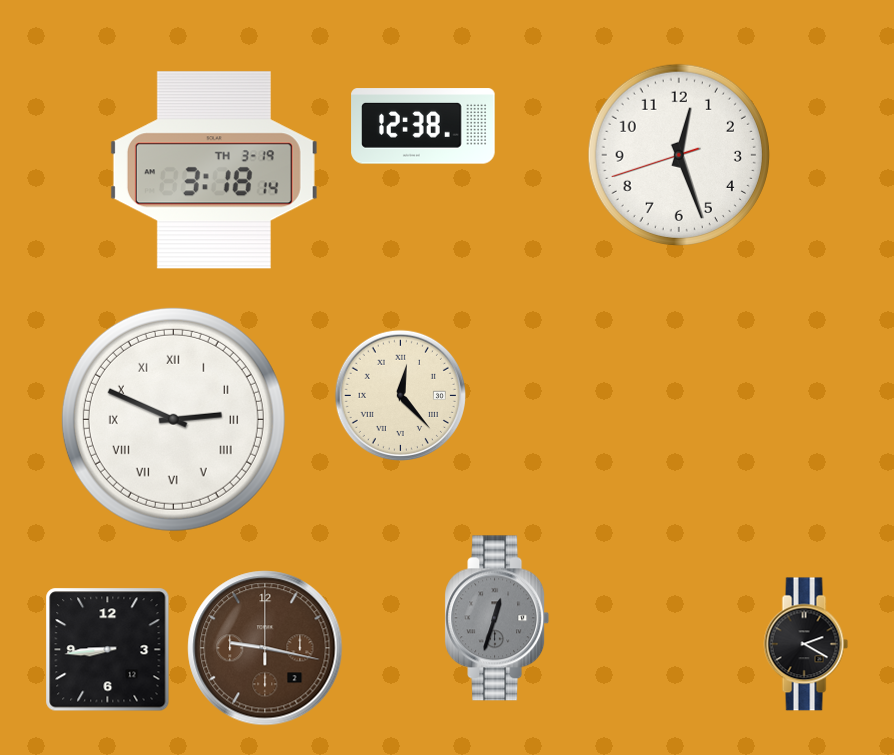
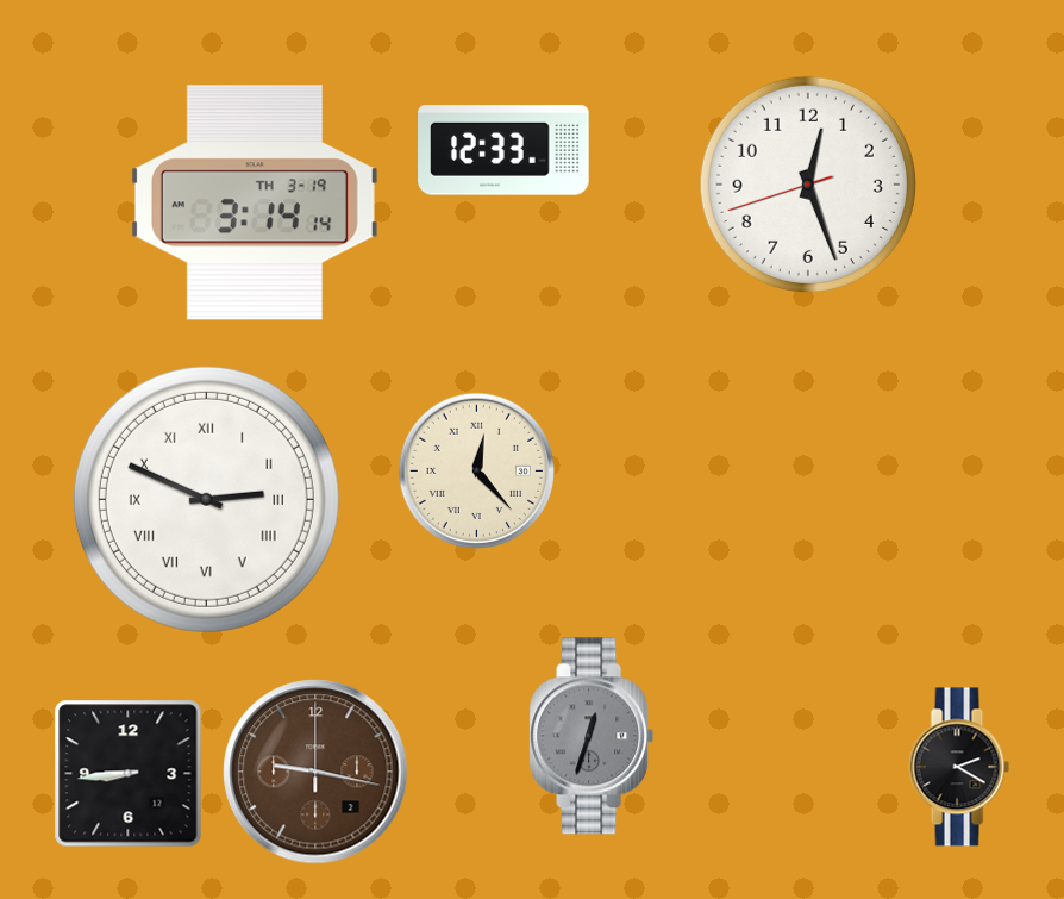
clock at (423, 126): 12:38 -> 12:33
clock at (214, 170): 3:18 -> 3:14
